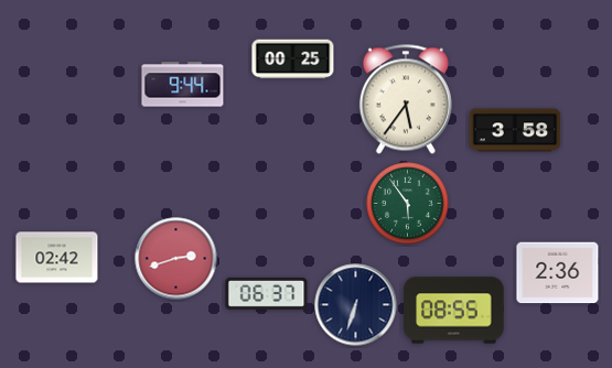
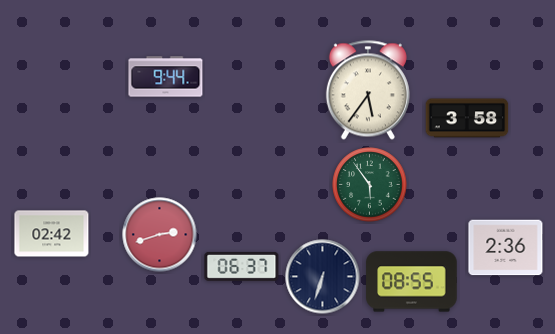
clock at (293, 59): 00:25 -> none
